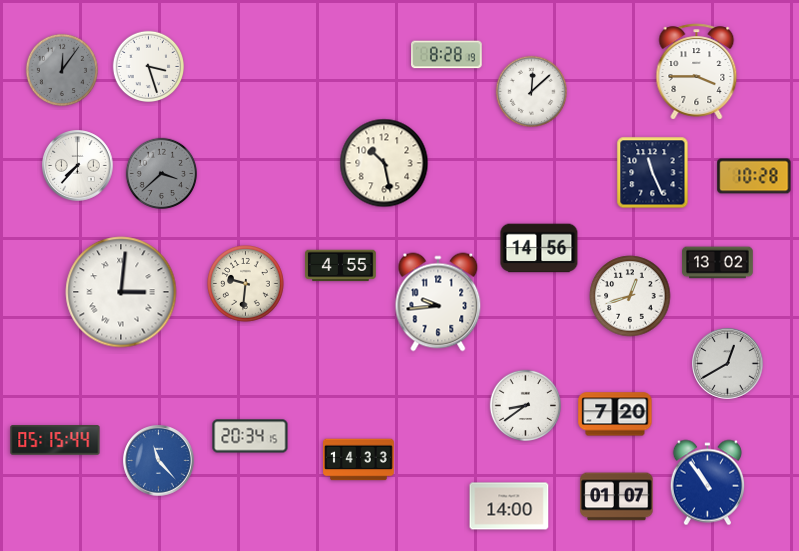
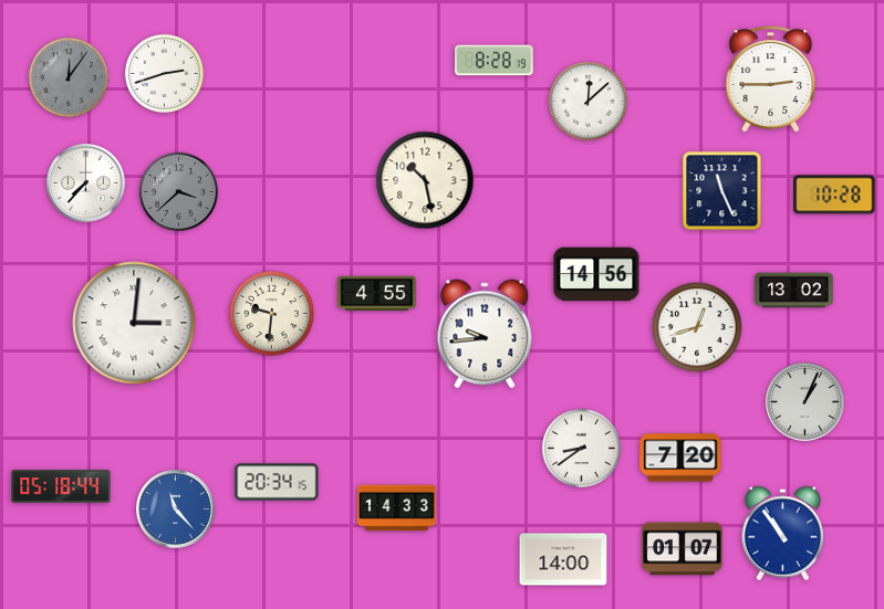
clock at (149, 67): 3:27 -> 2:42
clock at (697, 72): 3:45 -> 2:45
clock at (728, 364): 12:40 -> 1:04
clock at (55, 440): 05:15 -> 05:18
